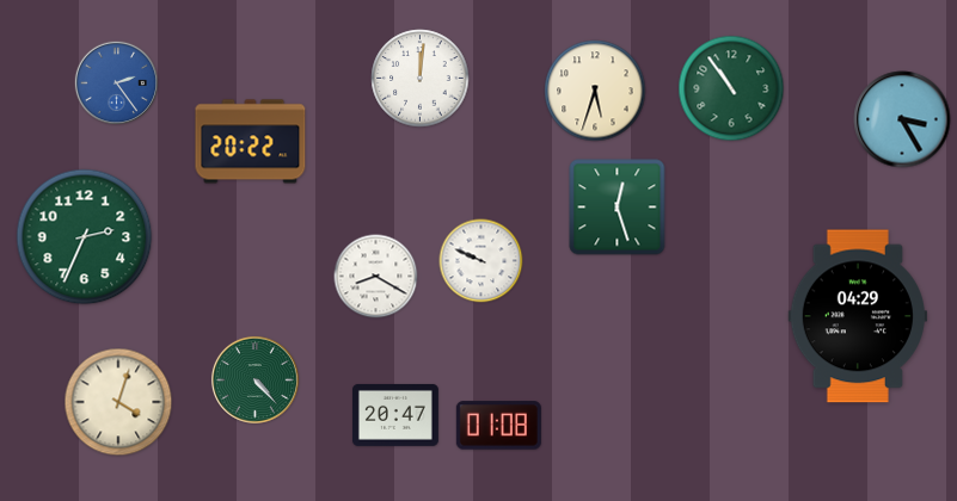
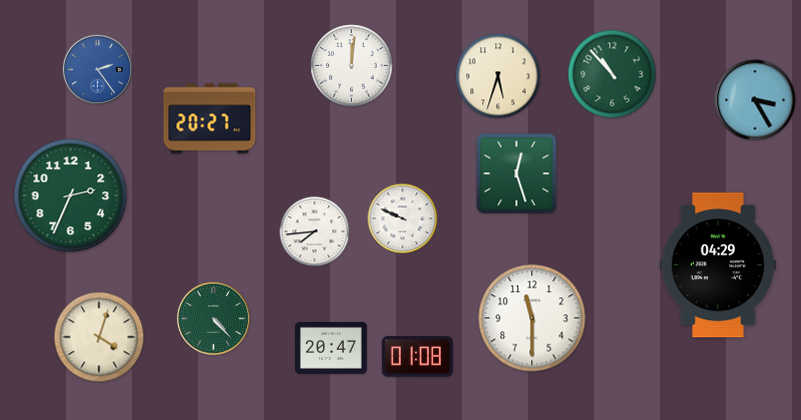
clock at (731, 88): 10:54 -> 10:53
clock at (251, 142): 20:22 -> 20:27
clock at (85, 237) position: (85, 237) -> (71, 196)
clock at (376, 277): 8:20 -> 7:44
clock at (532, 318): none -> 11:30
